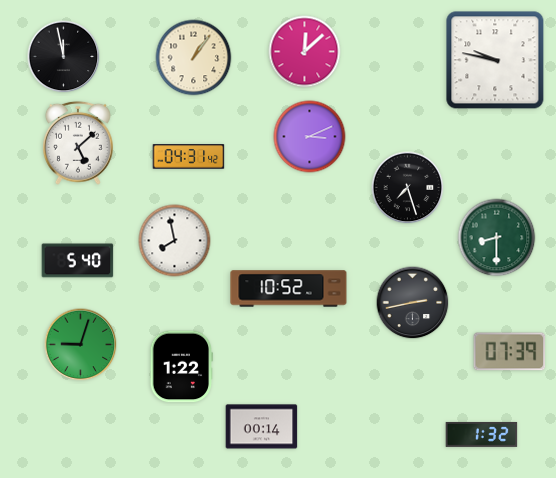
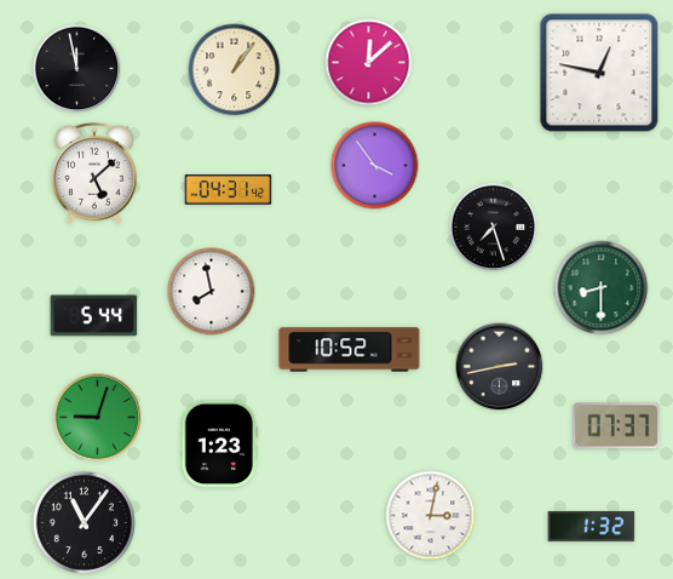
clock at (495, 60): 9:47 -> 12:47
clock at (310, 137): 3:11 -> 3:54
clock at (78, 261): 5:40 -> 5:44
clock at (510, 352): 07:39 -> 07:37
clock at (182, 367): 1:22 -> 1:23
clock at (431, 516): none -> 3:02
clock at (262, 427): 00:14 -> none
clock at (84, 522): none -> 11:06
clock at (482, 434) position: (482, 434) -> (592, 526)
